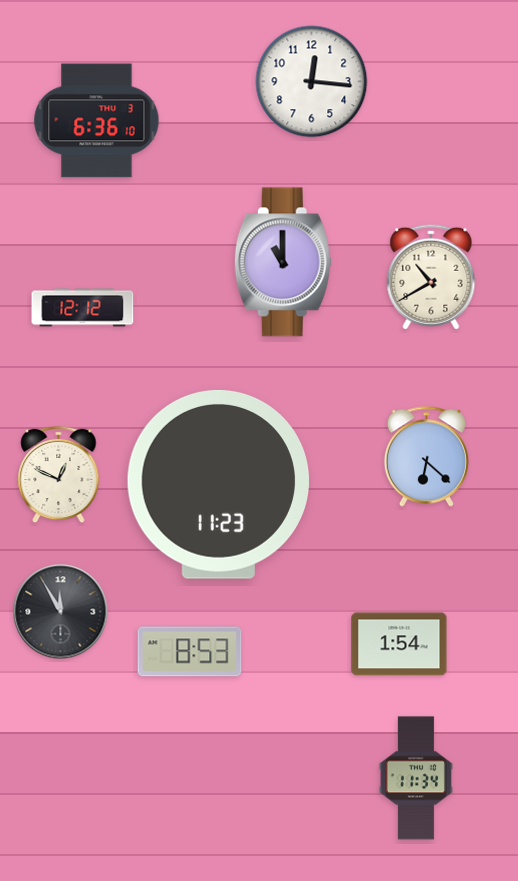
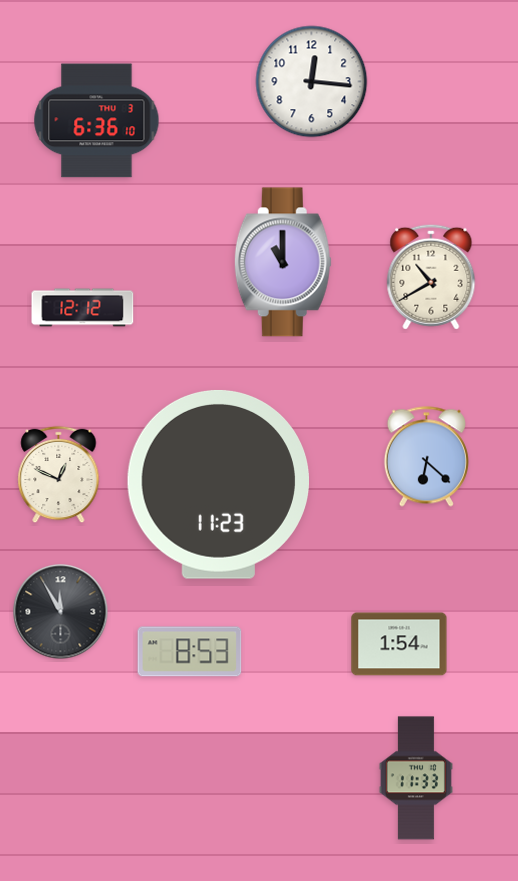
clock at (416, 778): 11:34 -> 11:33
